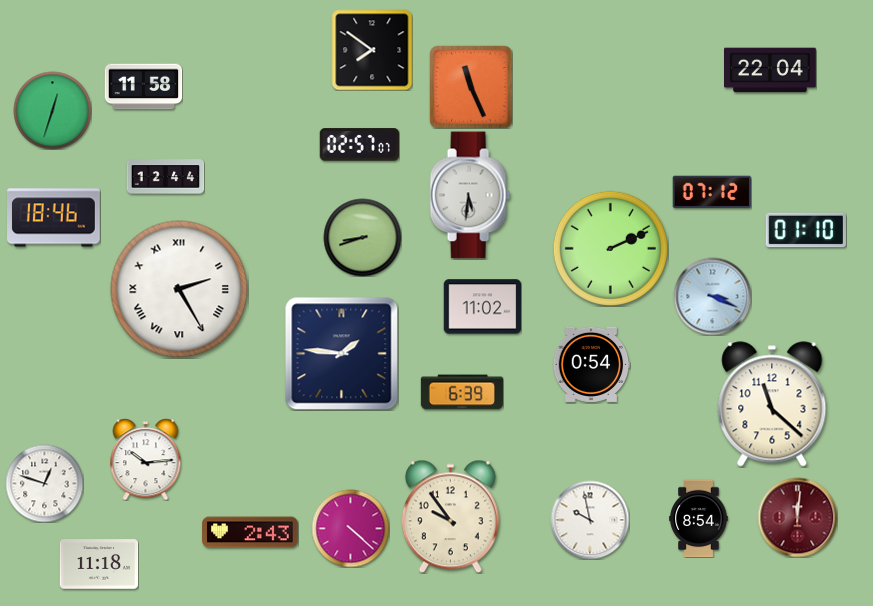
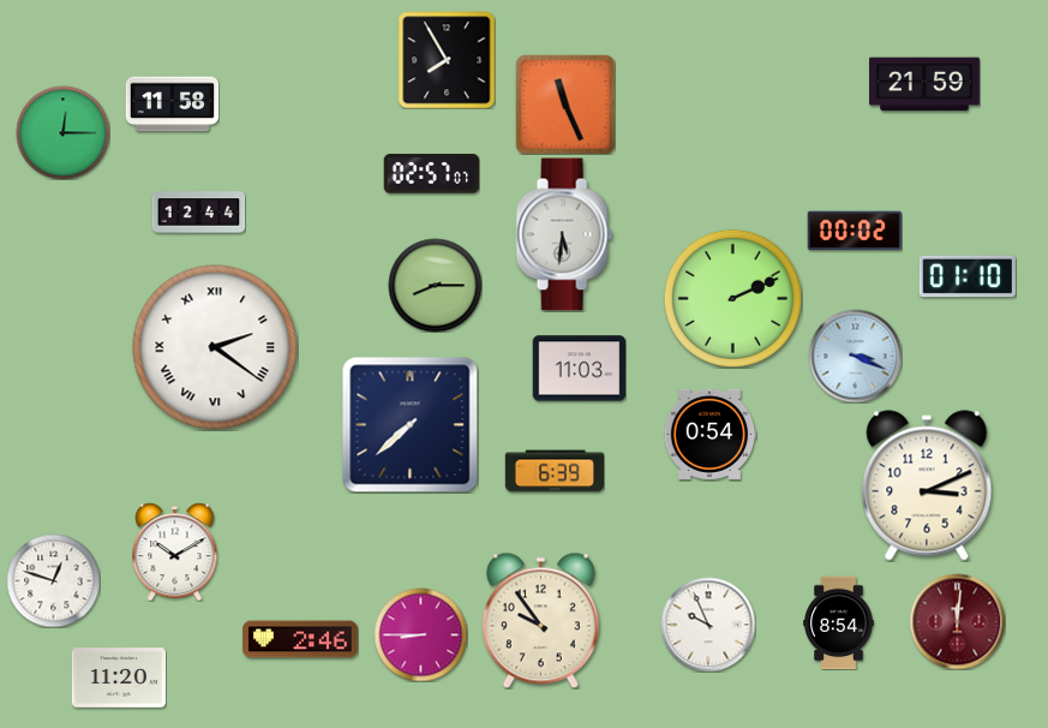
clock at (372, 50): 7:51 -> 7:55
clock at (771, 70): 22:04 -> 21:59
clock at (52, 110): 12:33 -> 12:15
clock at (711, 192): 07:12 -> 00:02
clock at (54, 218): 18:46 -> none
clock at (362, 237): 8:42 -> 8:15
clock at (179, 289): 2:25 -> 2:21
clock at (482, 307): 11:02 -> 11:03
clock at (341, 353): 1:46 -> 7:38
clock at (591, 364) position: (591, 364) -> (709, 434)
clock at (772, 404): 11:22 -> 3:11
clock at (146, 459): 10:14 -> 10:10
clock at (590, 520): 9:58 -> 9:56
clock at (350, 528): 4:22 -> 8:45
clock at (250, 532): 2:43 -> 2:46
clock at (99, 564): 11:18 -> 11:20
